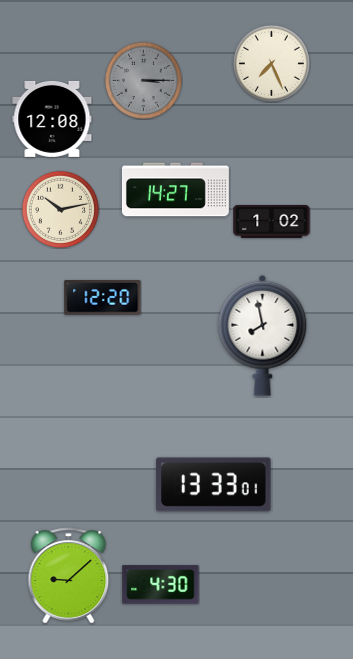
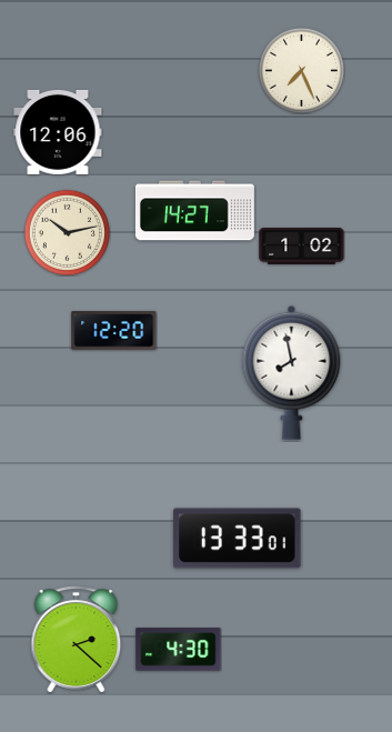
clock at (143, 80): 3:15 -> none
clock at (52, 119): 12:08 -> 12:06
clock at (69, 576): 9:08 -> 2:22
